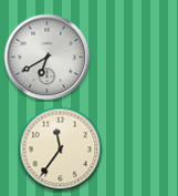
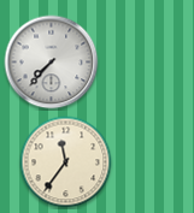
clock at (48, 58): 6:40 -> 7:37
